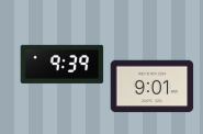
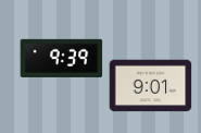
clock at (63, 64) position: (63, 64) -> (62, 58)
